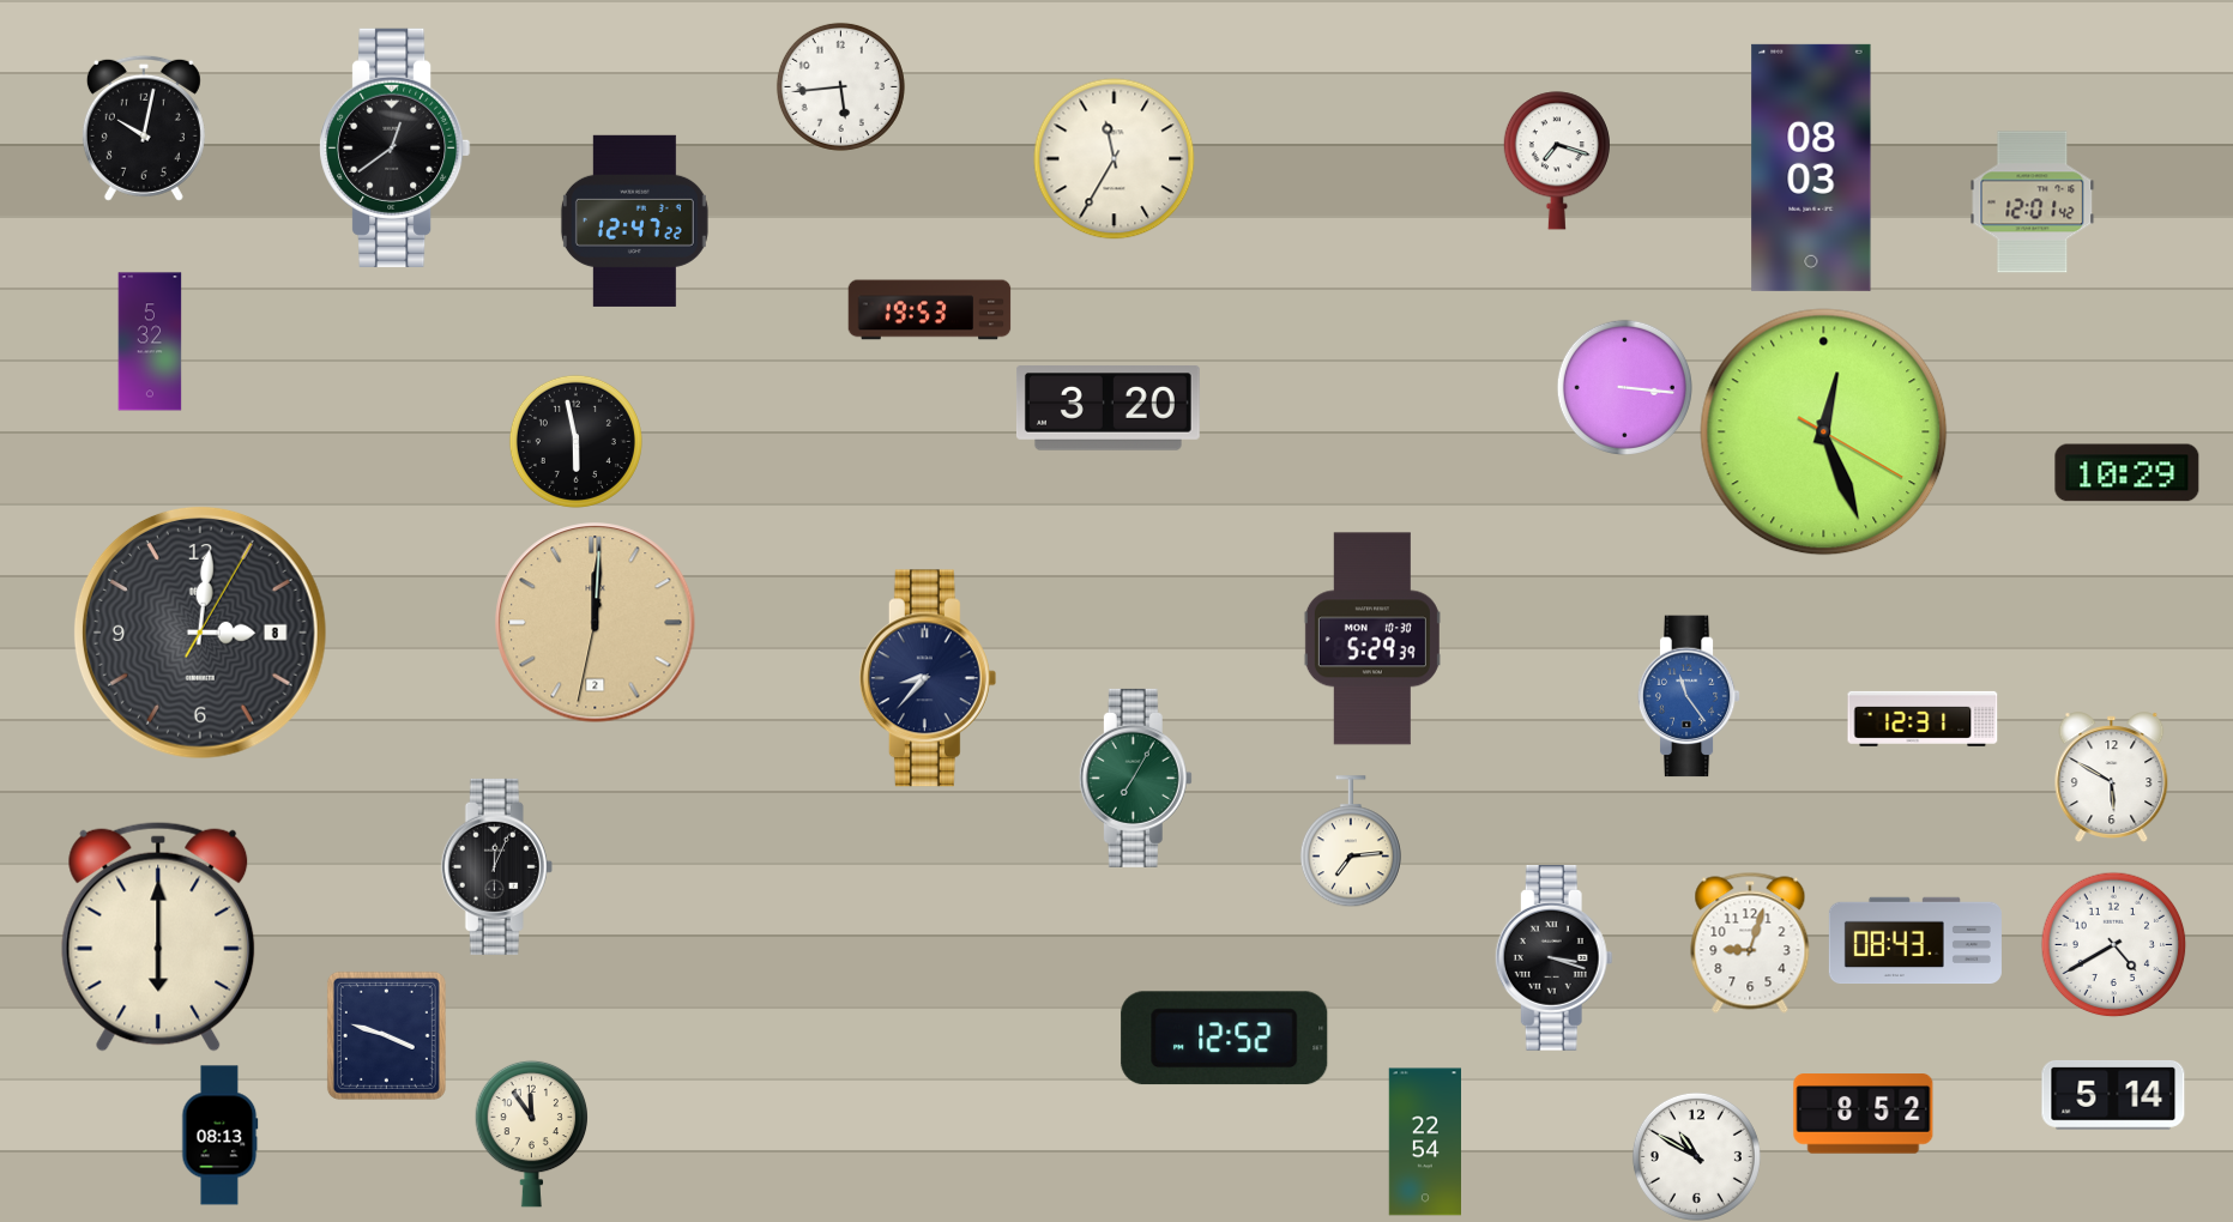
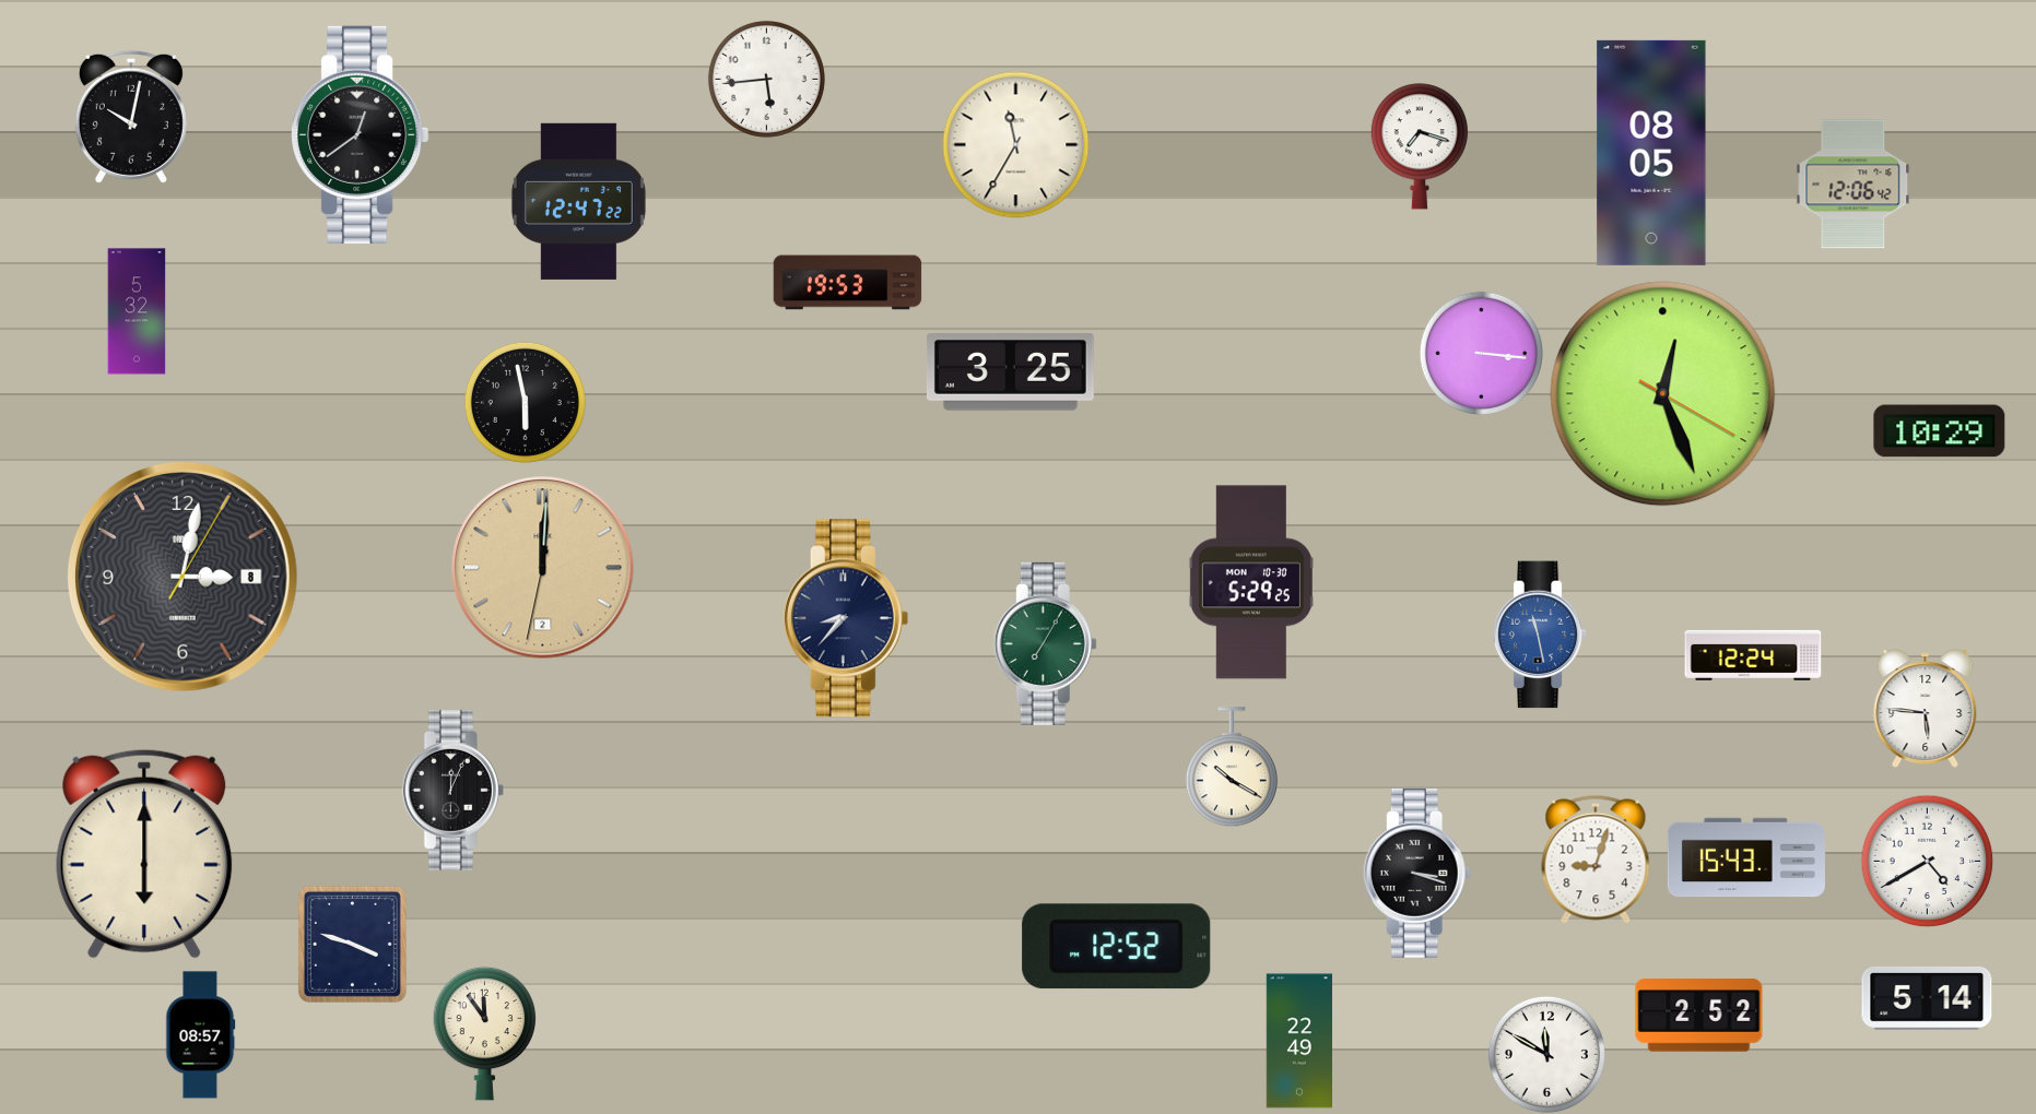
clock at (1811, 168): 08:03 -> 08:05
clock at (2033, 202): 12:01 -> 12:06
clock at (1108, 409): 3:20 -> 3:25
clock at (200, 633): 3:01 -> 3:02
clock at (1372, 639): 5:29:39 -> 5:29:25
clock at (1689, 696): 11:24 -> 11:28
clock at (1923, 719): 12:31 -> 12:24
clock at (2112, 776): 5:50 -> 5:46
clock at (1135, 778) position: (1135, 778) -> (1045, 643)
clock at (1351, 841): 7:14 -> 10:20
clock at (1915, 940): 08:43 -> 15:43
clock at (1864, 1114): 8:52 -> 2:52
clock at (221, 1136): 08:13 -> 08:57
clock at (1424, 1142): 22:54 -> 22:49
clock at (1696, 1156): 10:50 -> 11:50
